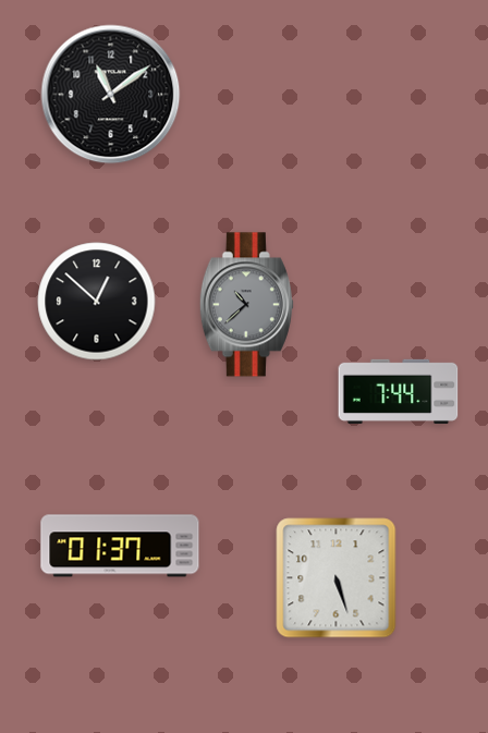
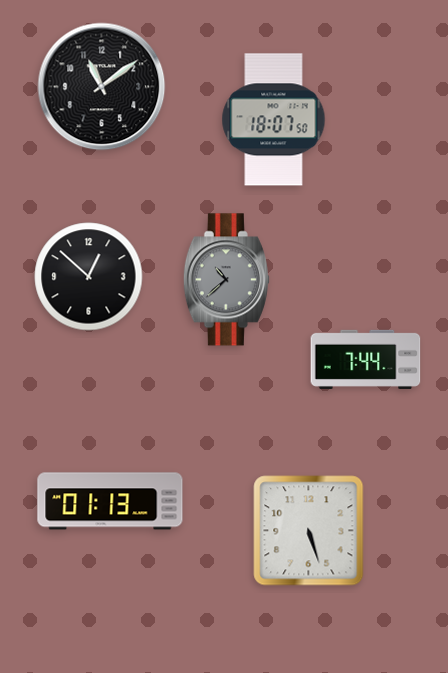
clock at (274, 120): none -> 18:07
clock at (120, 546): 01:37 -> 01:13
